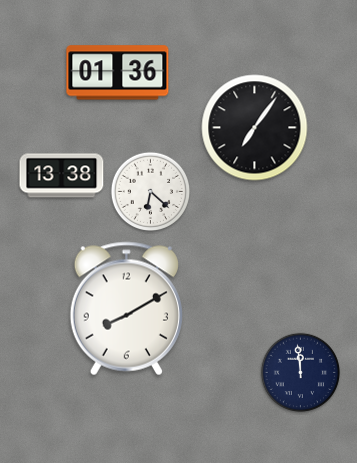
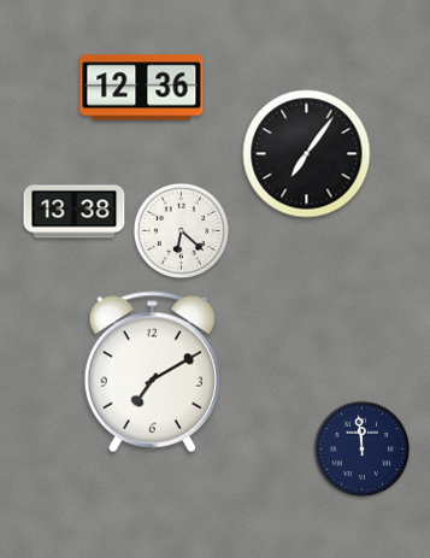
clock at (118, 73): 01:36 -> 12:36
clock at (126, 309): 8:10 -> 7:10
